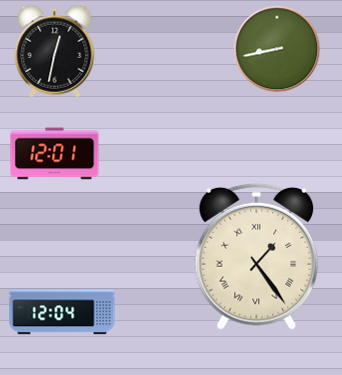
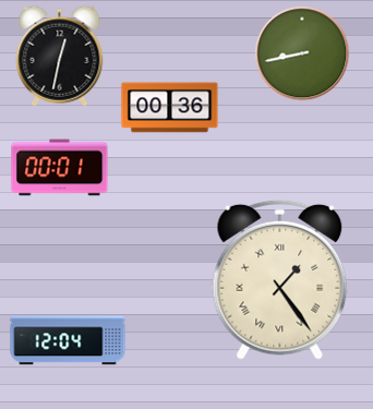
clock at (170, 108): none -> 00:36
clock at (55, 154): 12:01 -> 00:01
